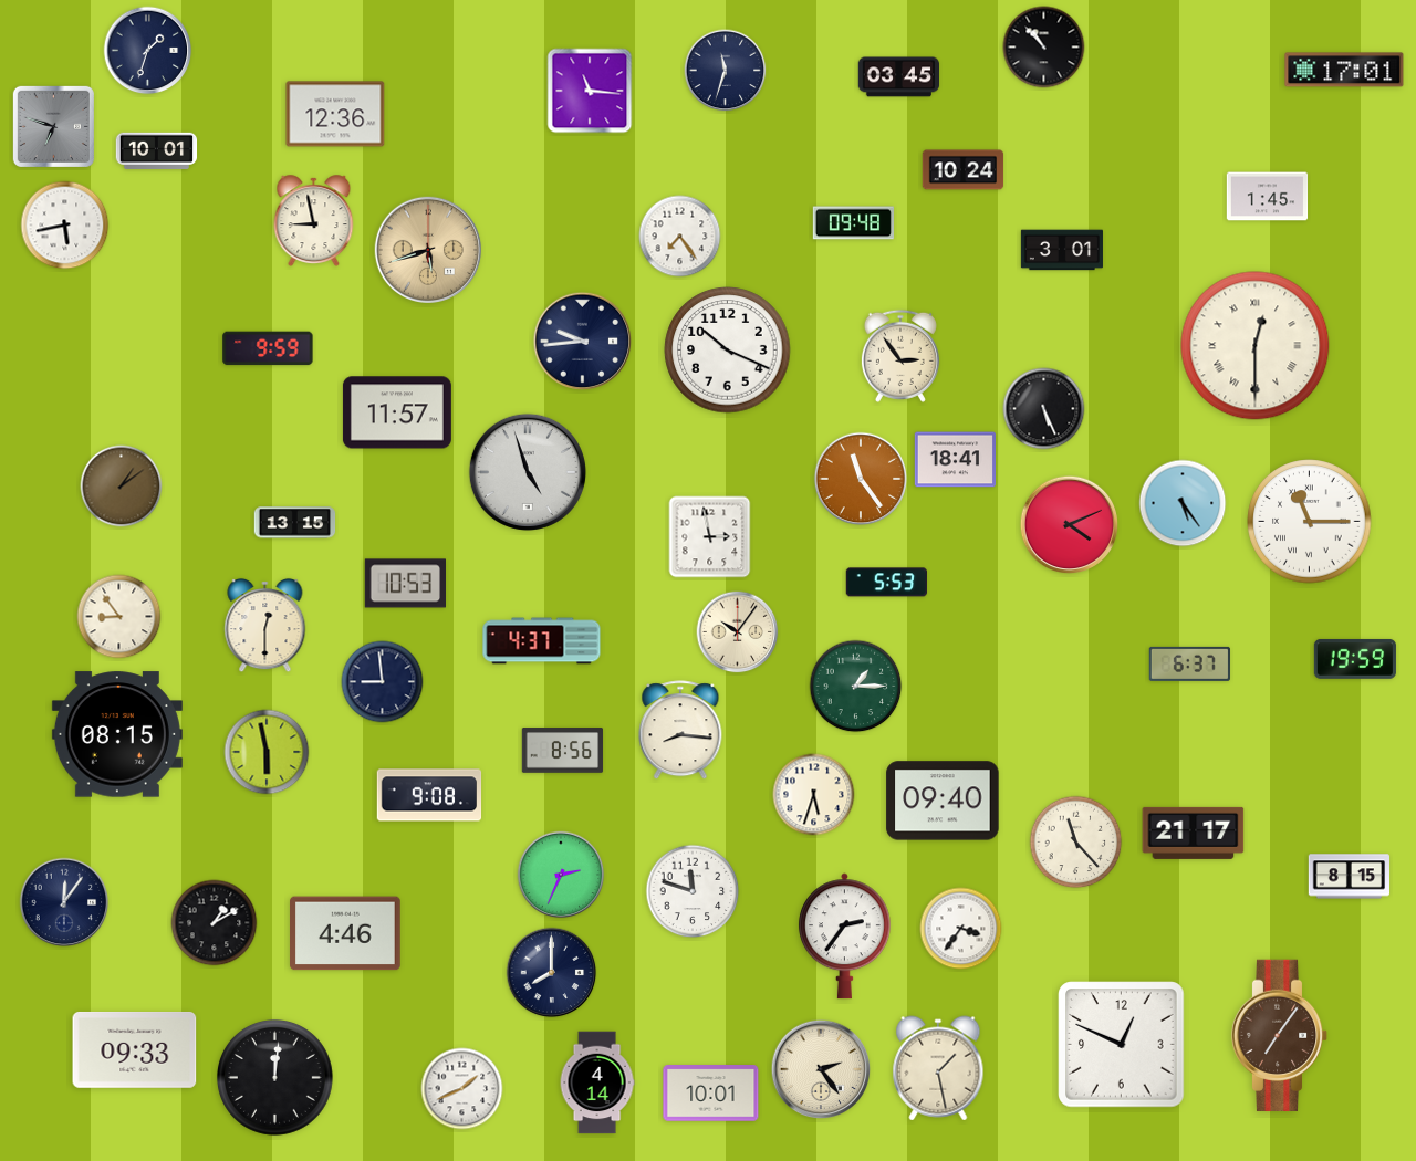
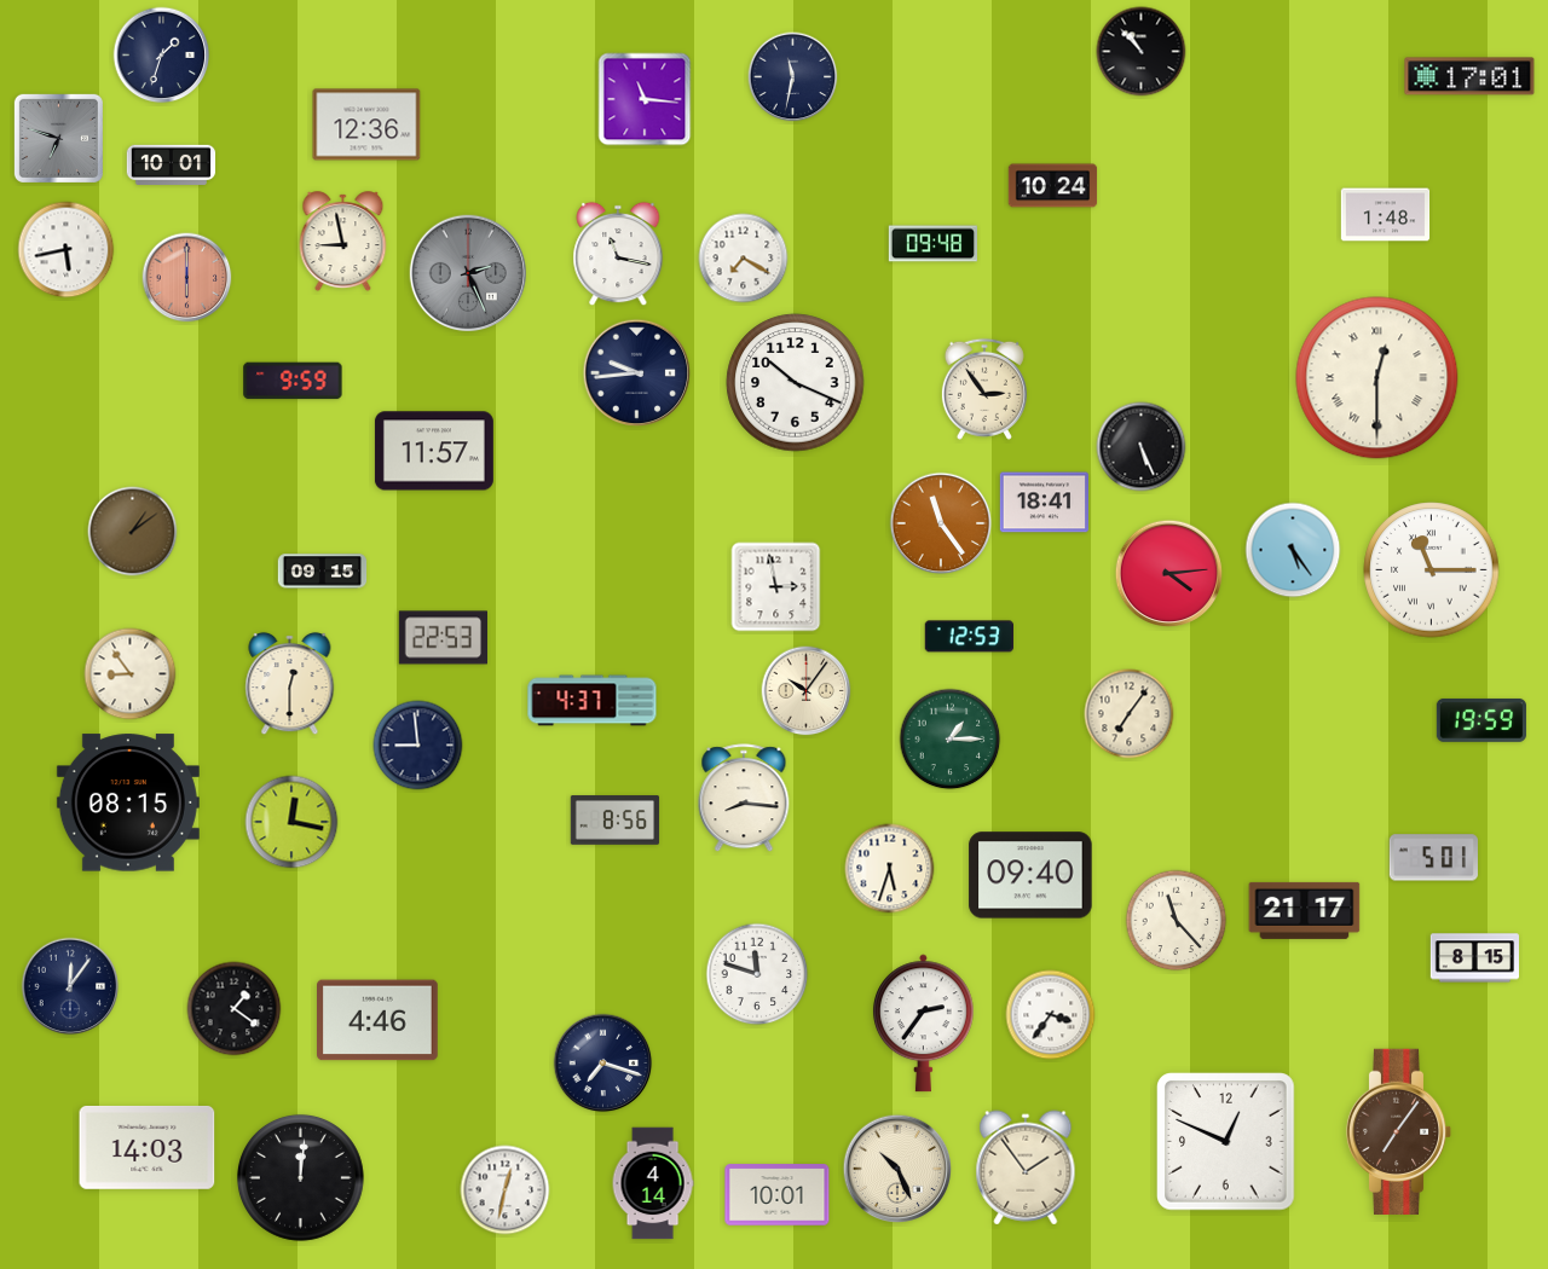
clock at (726, 71): 11:33 -> 11:32
clock at (898, 77): 03:45 -> none
clock at (1268, 197): 1:45 -> 1:48
clock at (65, 226) position: (65, 226) -> (67, 250)
clock at (618, 254): none -> 11:17
clock at (680, 237): 7:24 -> 7:20
clock at (427, 249): 5:42 -> 2:26
clock at (427, 249) dial: champagne -> grey
clock at (1062, 250): 3:01 -> none
clock at (187, 278): none -> 6:00
clock at (1256, 346) position: (1256, 346) -> (1377, 378)
clock at (528, 472): 4:57 -> none
clock at (295, 523): 13:15 -> 09:15
clock at (1070, 525): 4:11 -> 4:14
clock at (886, 583): 5:53 -> 12:53
clock at (405, 584): 10:53 -> 22:53
clock at (1130, 714): none -> 7:06
clock at (1189, 663): 6:37 -> none
clock at (856, 687) position: (856, 687) -> (951, 740)
clock at (267, 752): 5:58 -> 12:17
clock at (1433, 858): none -> 5:01
clock at (429, 795): 9:08 -> none
clock at (561, 875): 2:34 -> none
clock at (215, 923): 1:10 -> 1:21
clock at (552, 973): 8:00 -> 7:18
clock at (135, 1050): 09:33 -> 14:03
clock at (938, 1068): 1:28 -> 1:54
clock at (821, 1069): 2:24 -> 10:26
clock at (462, 1089): 1:41 -> 12:32
